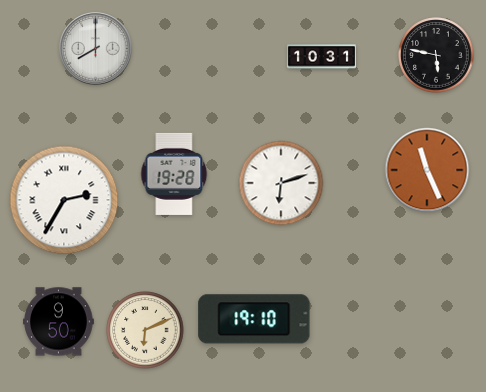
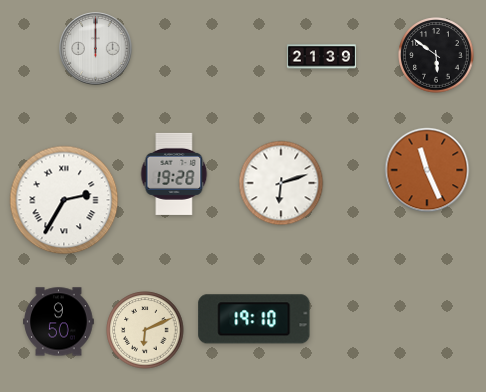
clock at (96, 49): 8:00 -> 12:00
clock at (436, 55): 5:47 -> 5:51
clock at (321, 57): 10:31 -> 21:39
